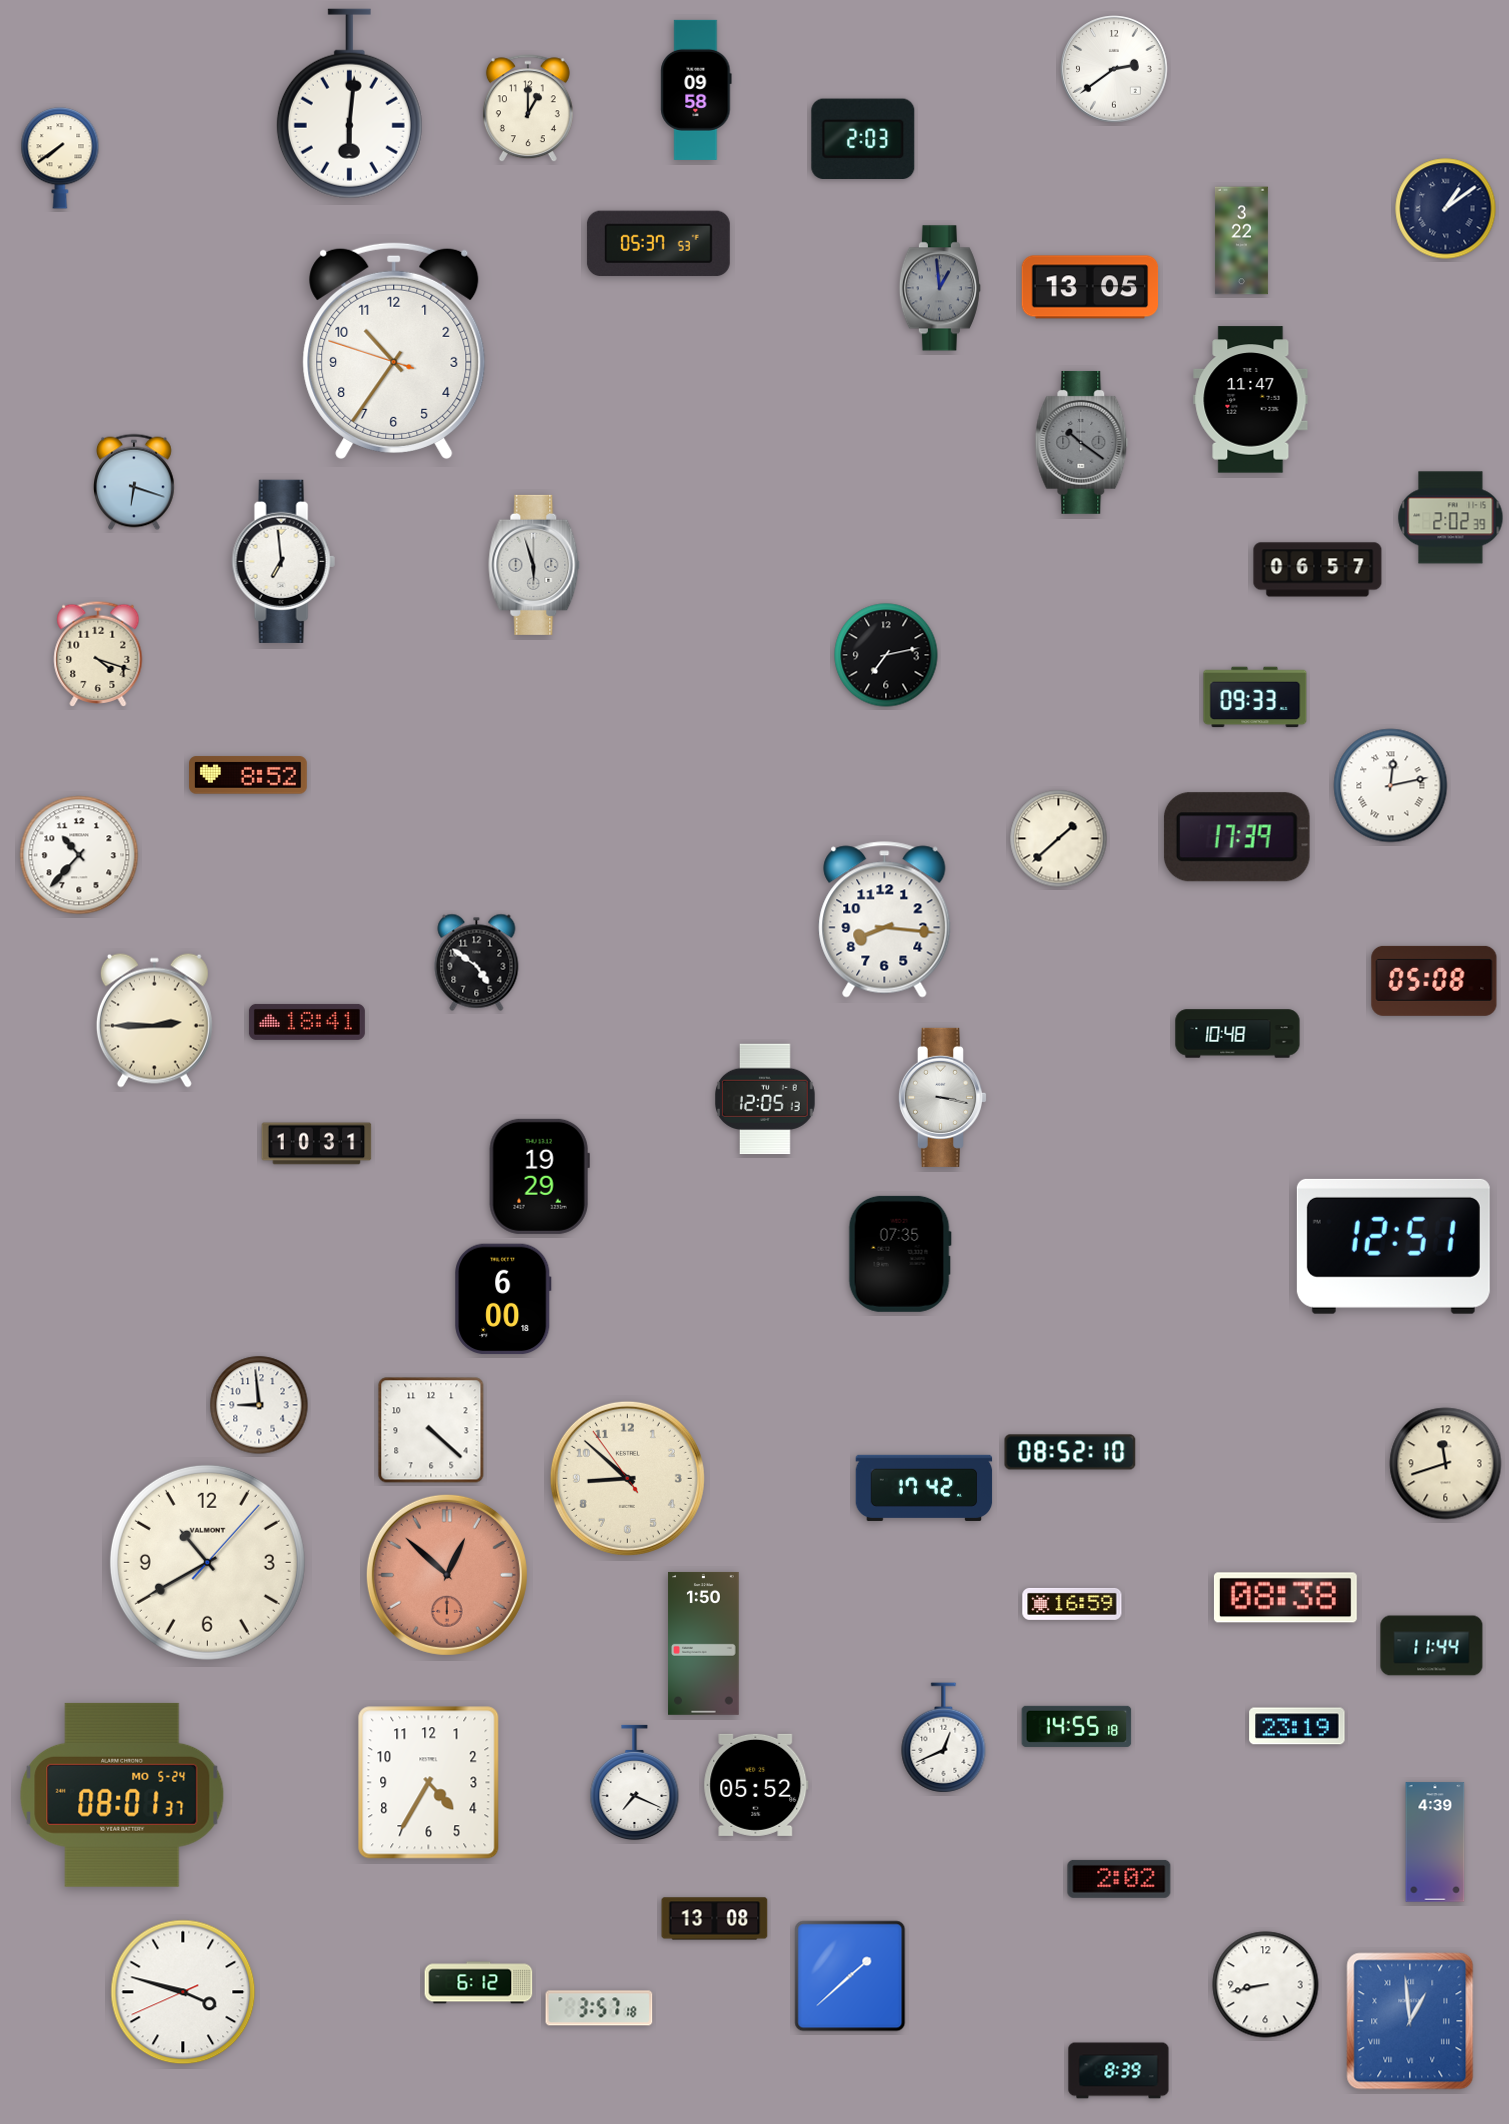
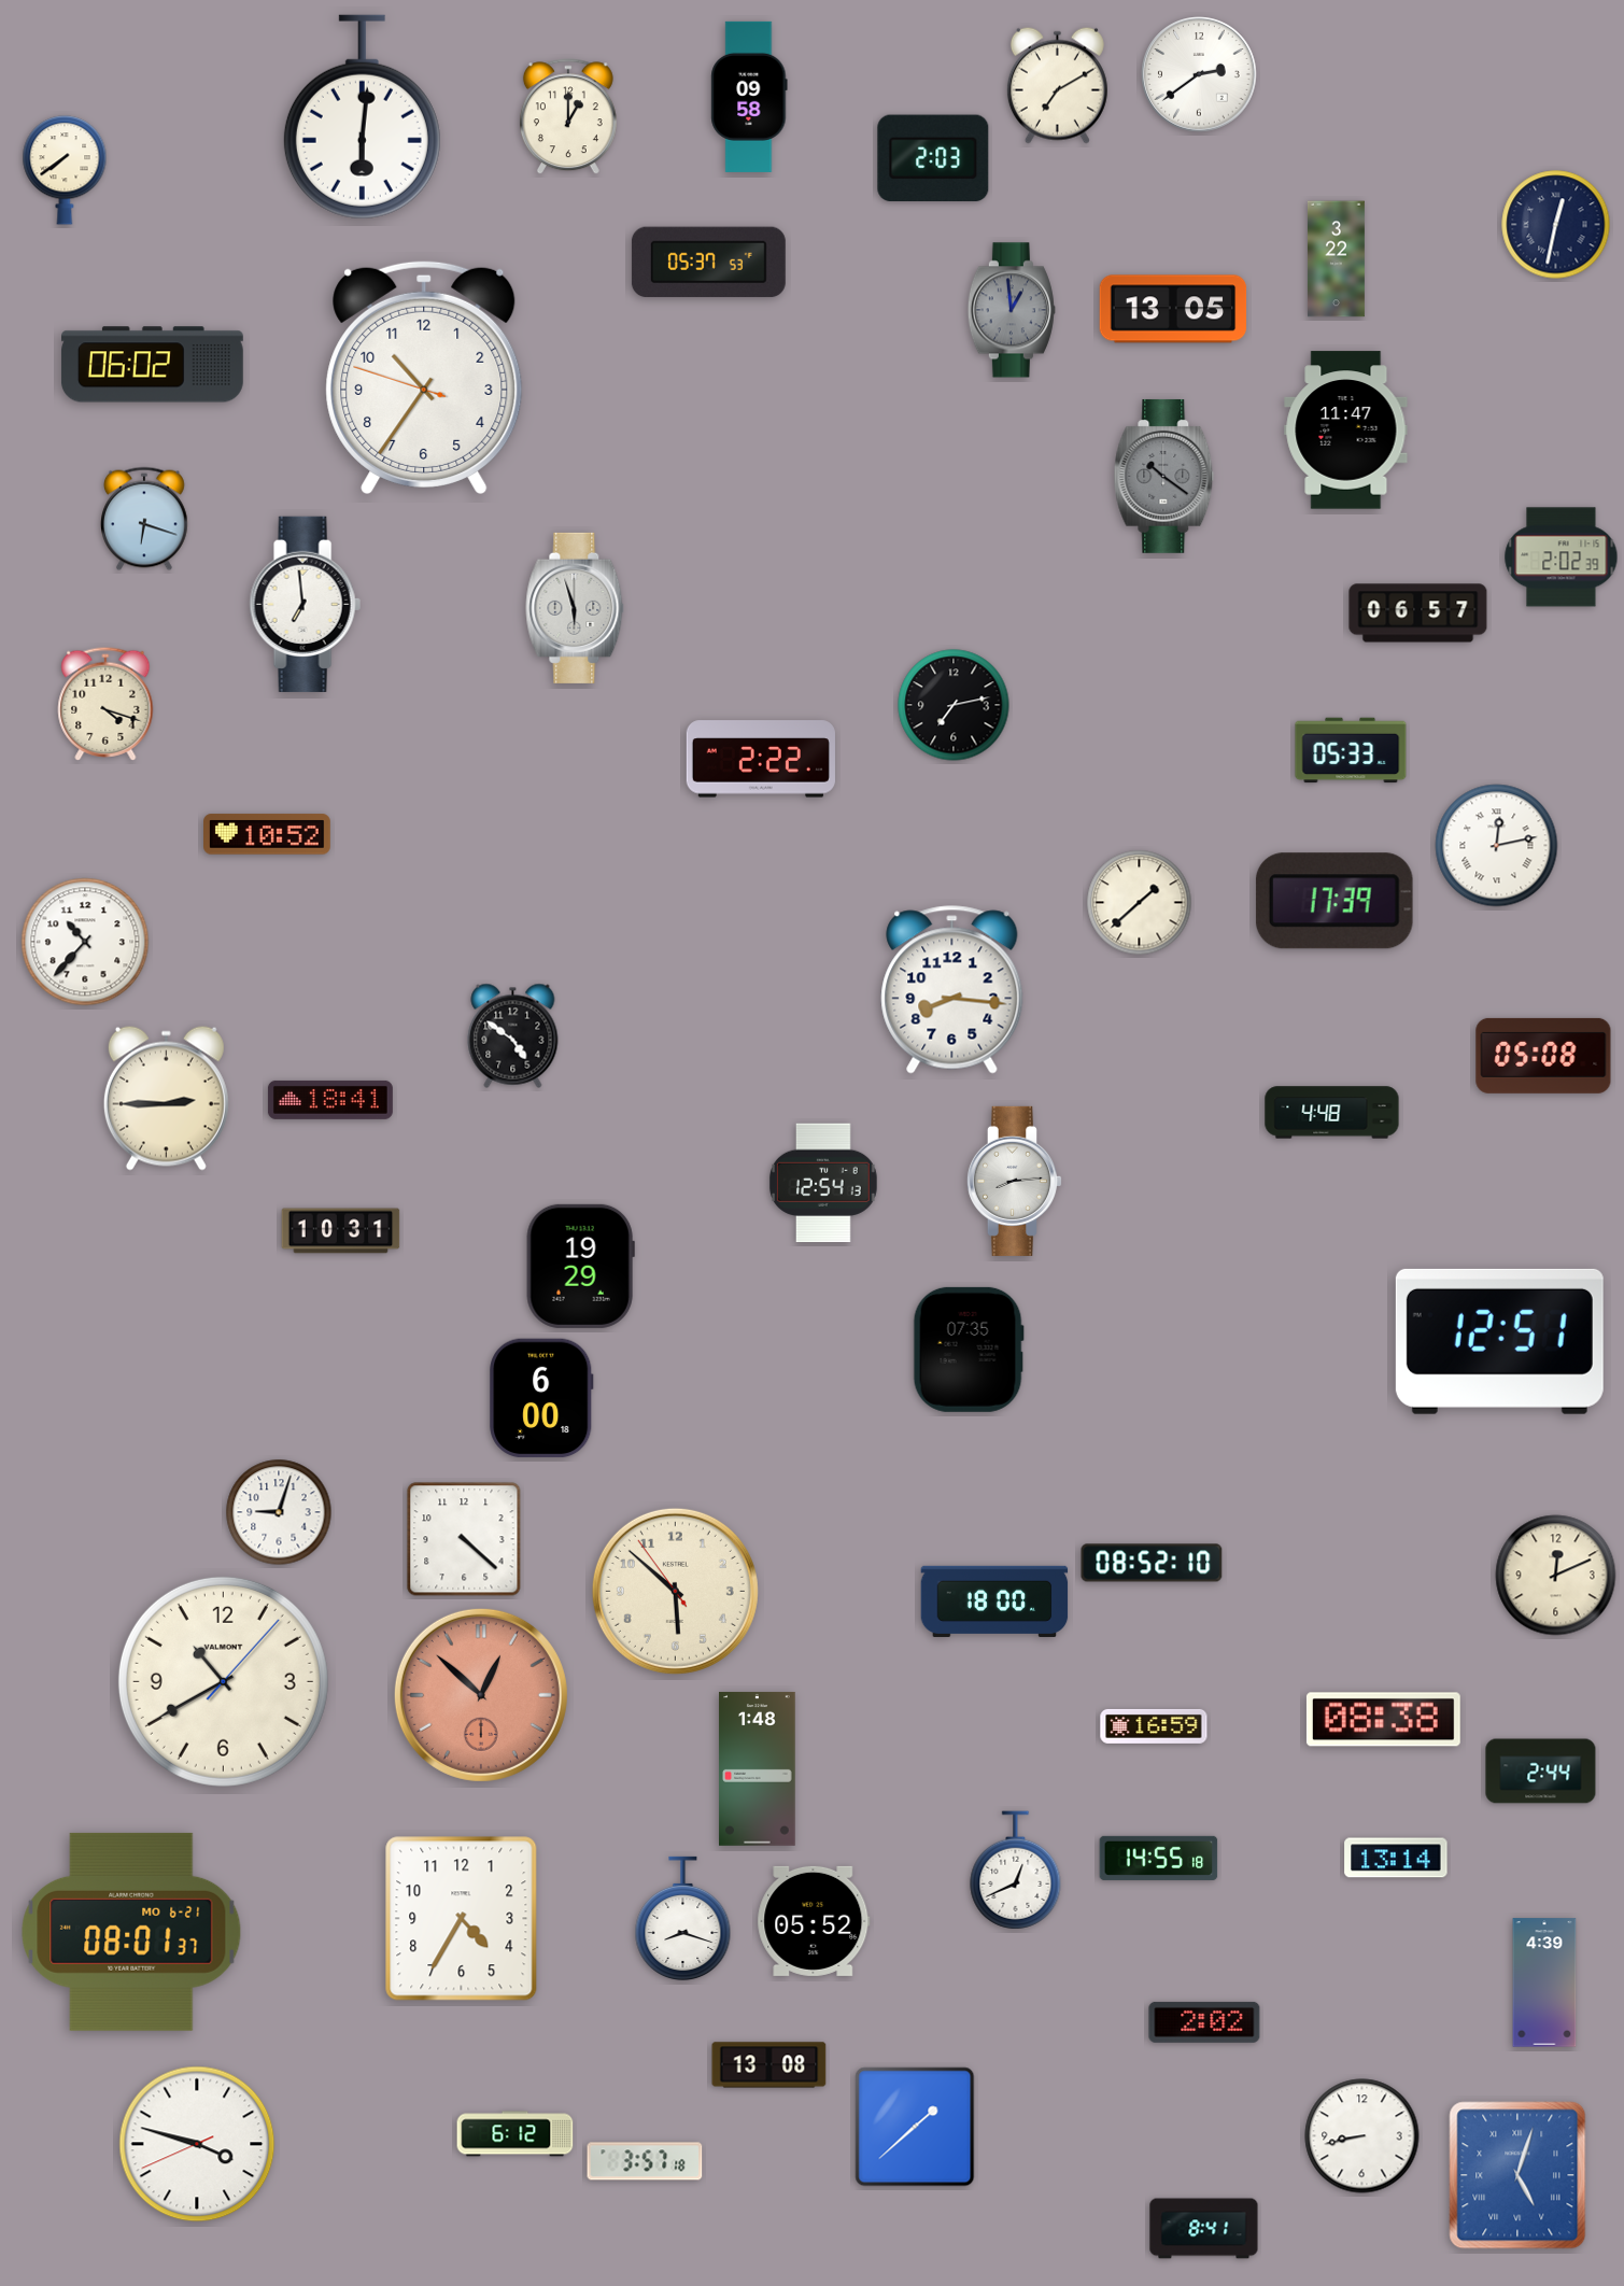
clock at (1057, 85): none -> 7:10
clock at (349, 104) position: (349, 104) -> (362, 117)
clock at (863, 139) position: (863, 139) -> (933, 158)
clock at (1446, 209): 1:09 -> 12:32
clock at (152, 365): none -> 06:02
clock at (1255, 697): 09:33 -> 05:33
clock at (761, 759): none -> 2:22
clock at (249, 775): 8:52 -> 10:52
clock at (1237, 837) position: (1237, 837) -> (1334, 901)
clock at (79, 855) position: (79, 855) -> (85, 942)
clock at (1238, 1034): 10:48 -> 4:48
clock at (942, 1097): 3:17 -> 8:14
clock at (766, 1099): 12:05 -> 12:54
clock at (259, 1405): 8:59 -> 9:03
clock at (1446, 1464): 11:42 -> 12:11
clock at (627, 1478): 8:51 -> 5:51
clock at (924, 1488): 17:42 -> 18:00
clock at (704, 1643): 1:50 -> 1:48
clock at (1432, 1646): 11:44 -> 2:44
clock at (1297, 1726): 23:19 -> 13:14
clock at (635, 1783): 7:19 -> 8:18
clock at (122, 1795) date: MO 5-24 -> MO 6-21
clock at (1410, 2021): 12:59 -> 5:03
clock at (1119, 2071): 8:39 -> 8:41
